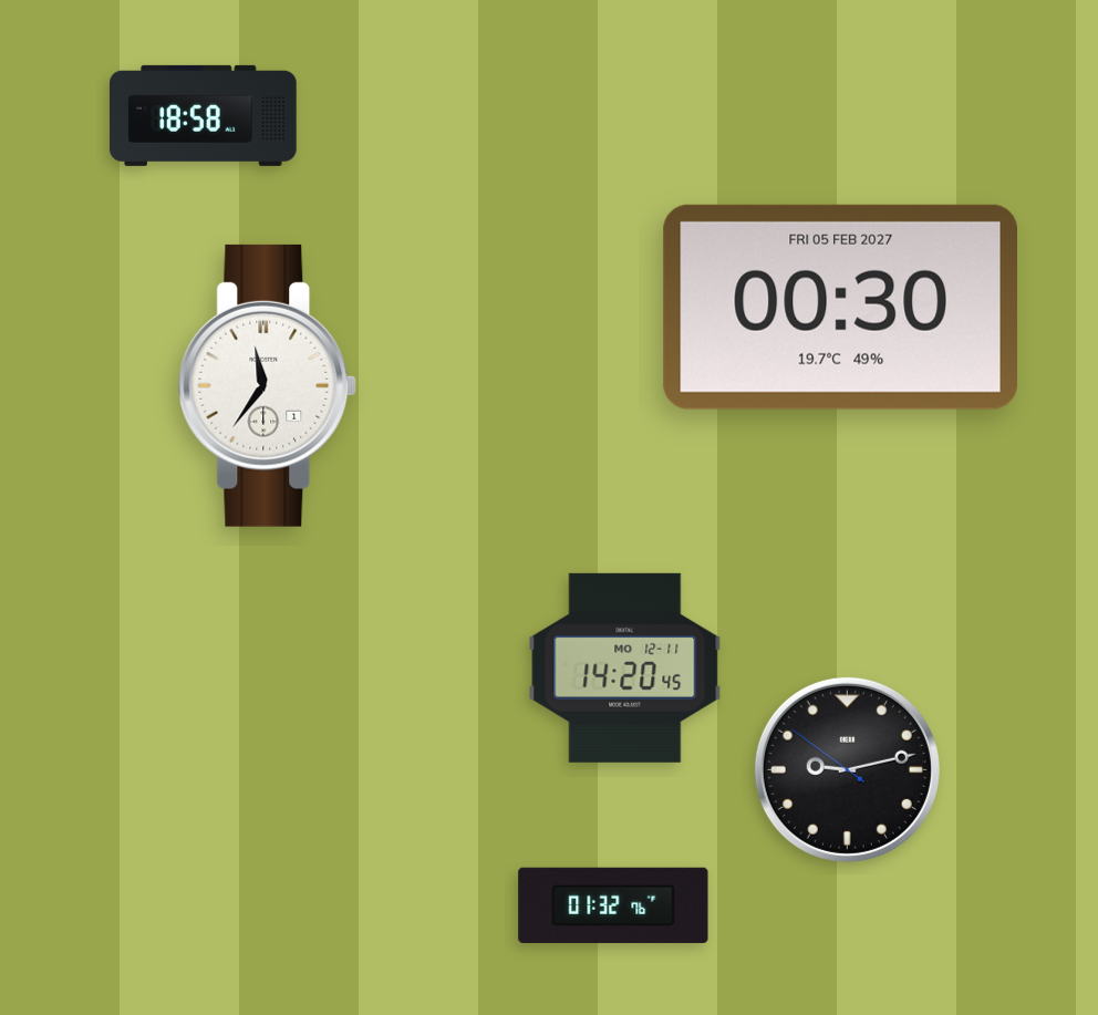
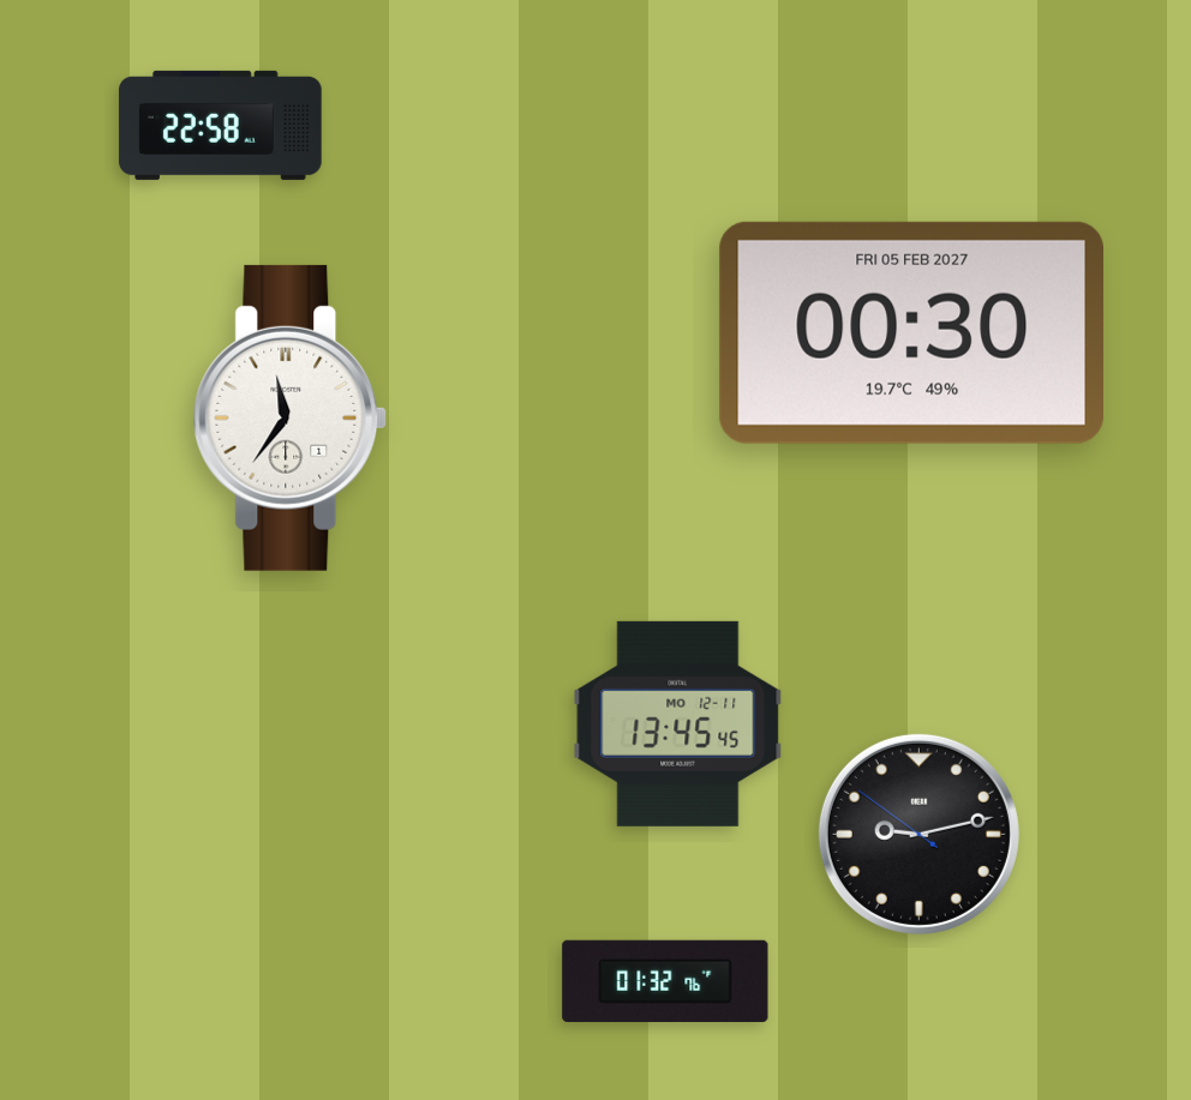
clock at (204, 115): 18:58 -> 22:58
clock at (625, 667): 14:20 -> 13:45
